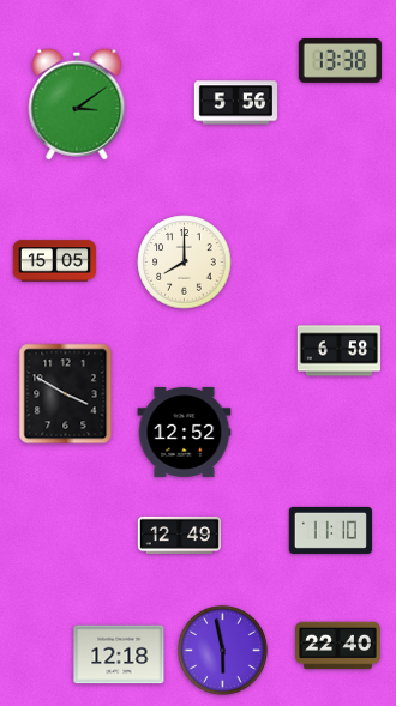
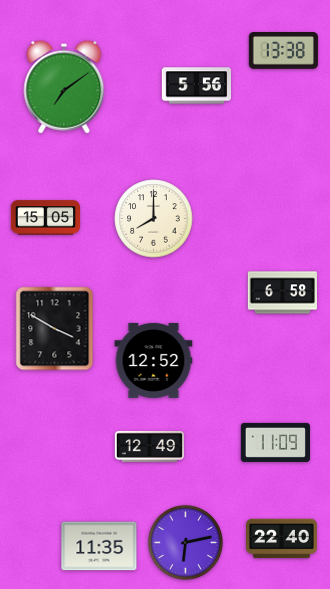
clock at (77, 104): 3:09 -> 7:09
clock at (330, 530): 11:10 -> 11:09
clock at (222, 650): 5:58 -> 6:13
clock at (119, 654): 12:18 -> 11:35
